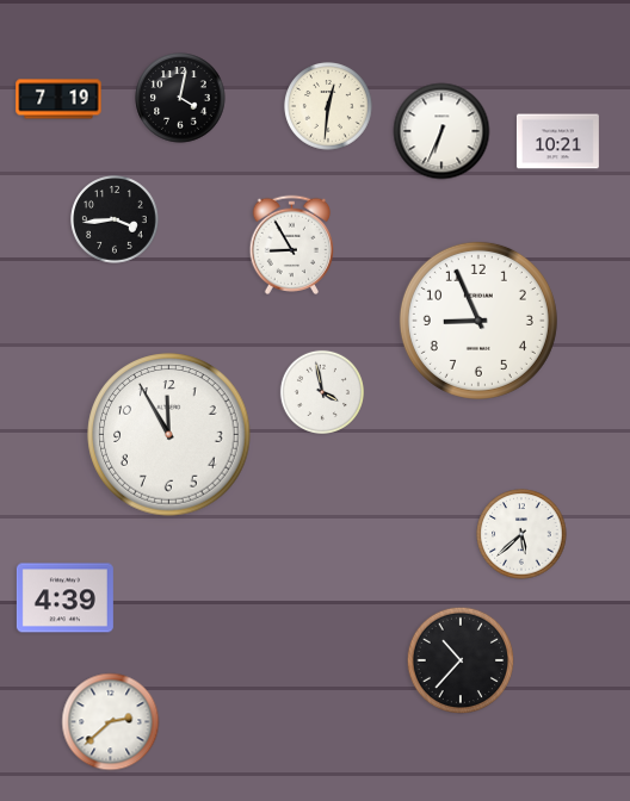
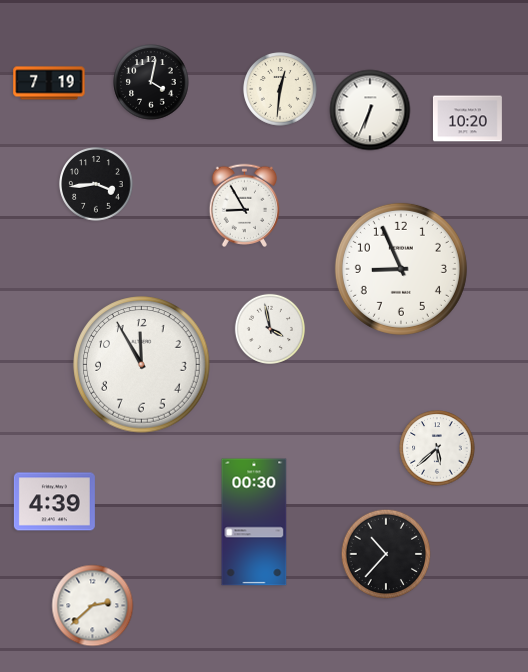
clock at (328, 106) position: (328, 106) -> (280, 89)
clock at (557, 142): 10:21 -> 10:20
clock at (254, 522): none -> 00:30
